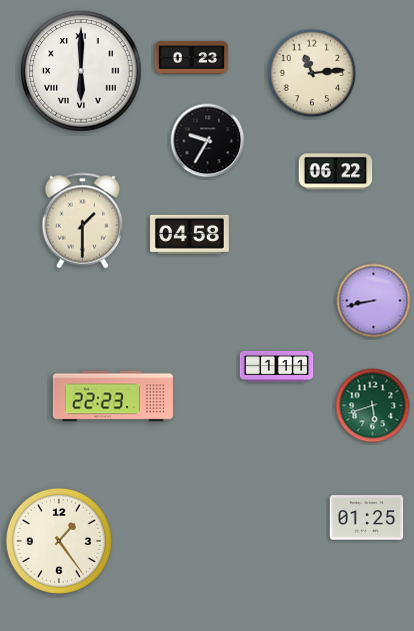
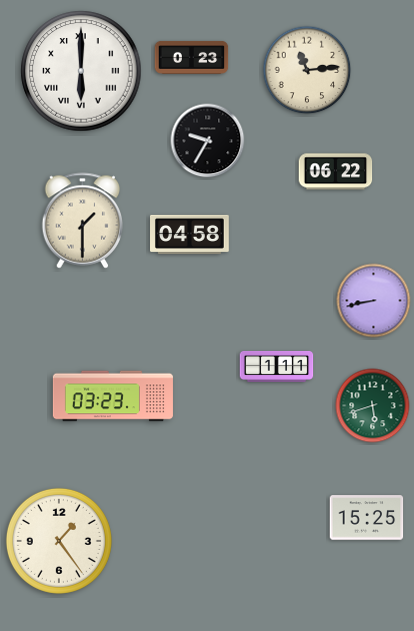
clock at (312, 73) position: (312, 73) -> (307, 70)
clock at (113, 396): 22:23 -> 03:23
clock at (367, 518): 01:25 -> 15:25
